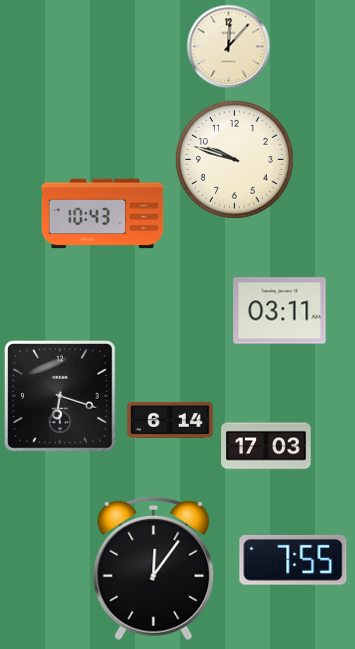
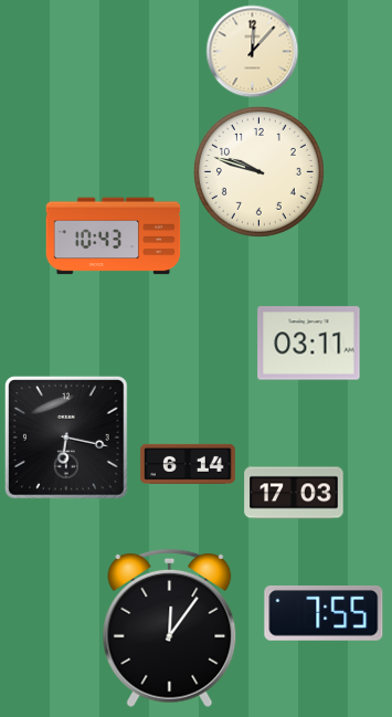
clock at (234, 159) position: (234, 159) -> (258, 171)
clock at (60, 396): 6:18 -> 6:17
clock at (293, 560) position: (293, 560) -> (324, 613)
